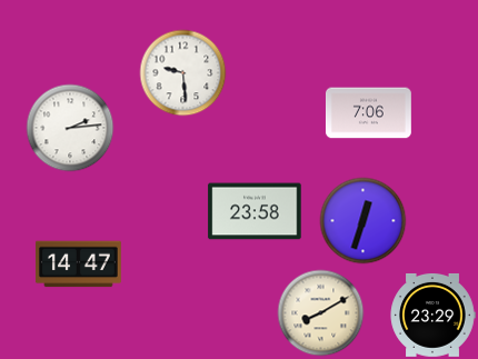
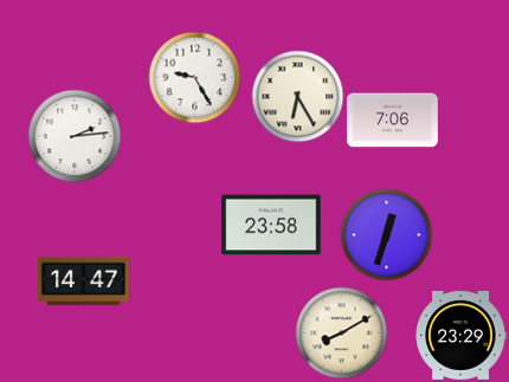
clock at (182, 72): 9:29 -> 9:25
clock at (297, 96): none -> 6:25
